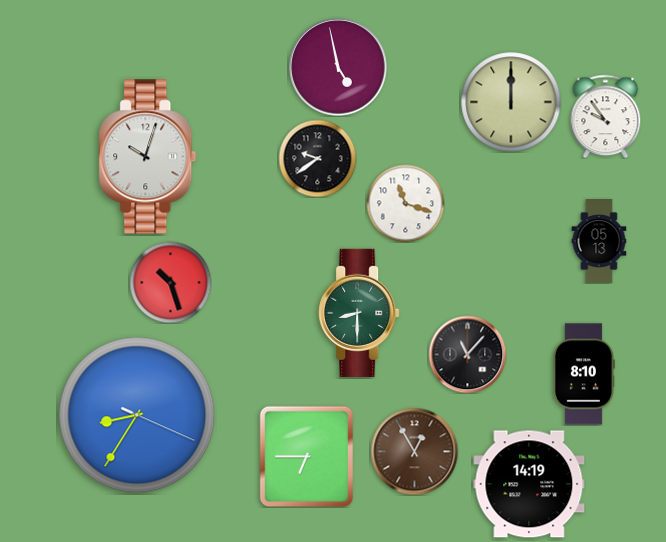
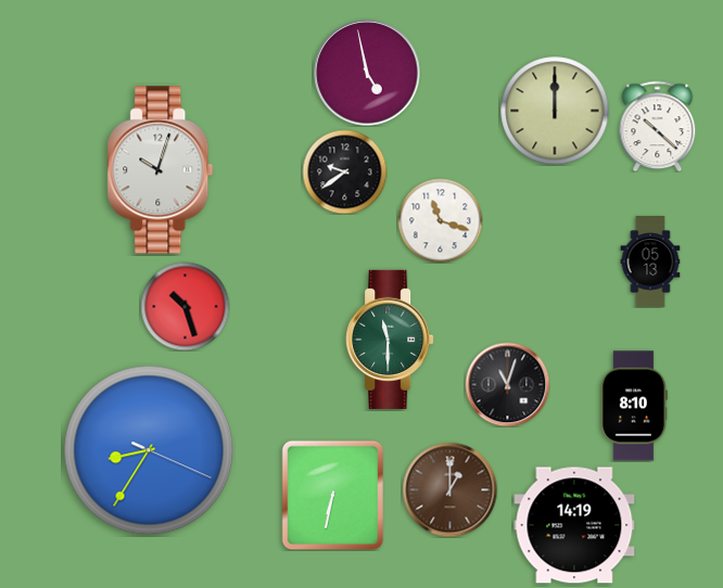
clock at (606, 116): 9:54 -> 10:22
clock at (359, 313): 8:30 -> 11:30
clock at (467, 354): 11:07 -> 11:03
clock at (414, 451): 12:55 -> 1:00
clock at (307, 456): 6:45 -> 6:32
